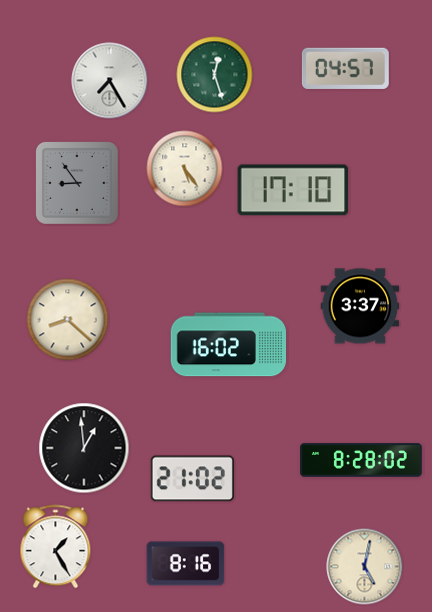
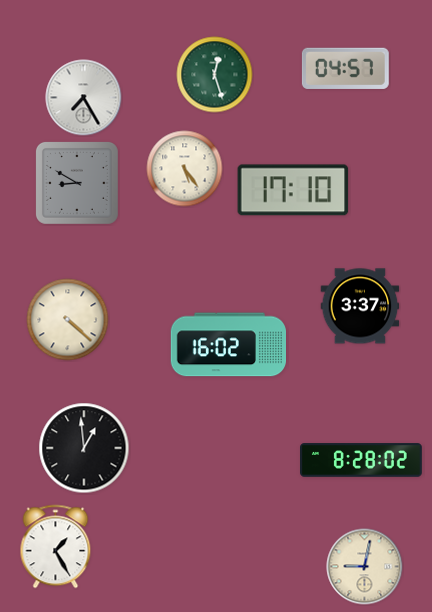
clock at (110, 81) position: (110, 81) -> (84, 98)
clock at (77, 183): 8:54 -> 8:50
clock at (68, 320): 8:22 -> 4:22
clock at (192, 479): 21:02 -> none
clock at (186, 564): 8:16 -> none
clock at (365, 567): 5:02 -> 9:02
